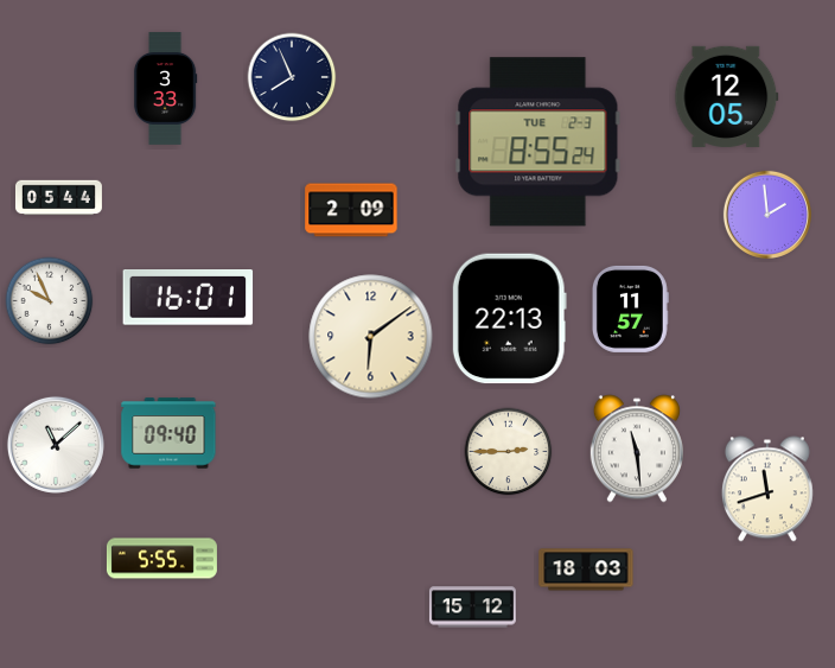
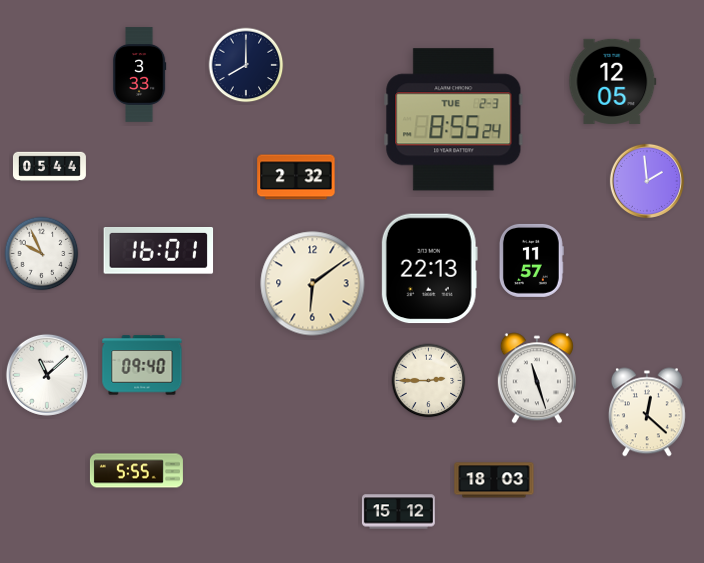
clock at (292, 77): 7:56 -> 8:00
clock at (351, 210): 2:09 -> 2:32
clock at (637, 448): 11:29 -> 11:27
clock at (767, 489): 11:42 -> 12:22
